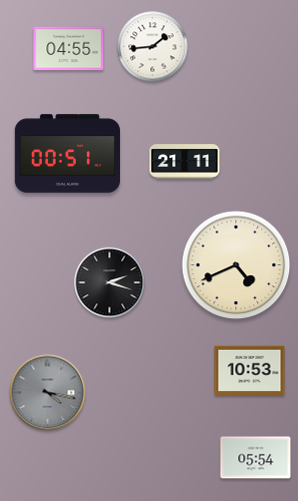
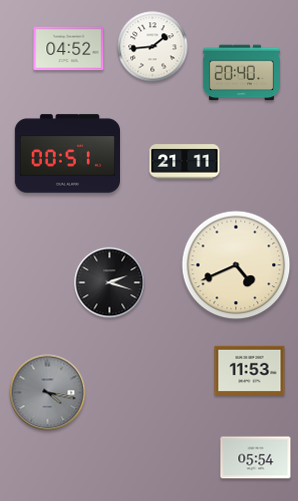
clock at (69, 49): 04:55 -> 04:52
clock at (241, 73): none -> 20:40
clock at (250, 371): 10:53 -> 11:53
